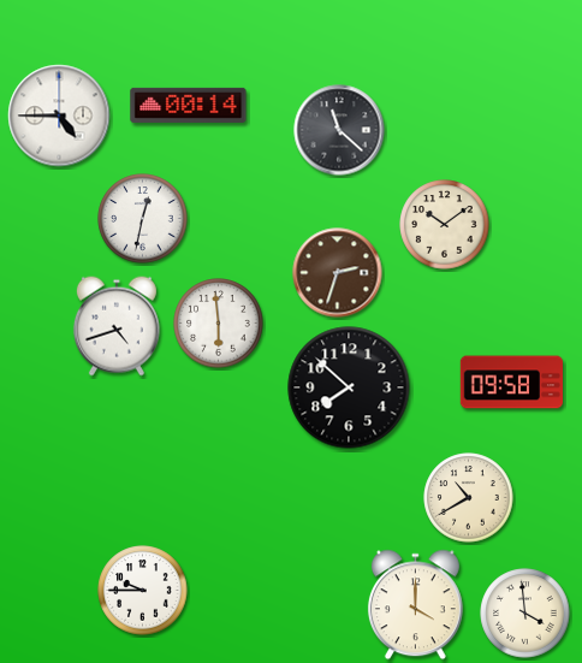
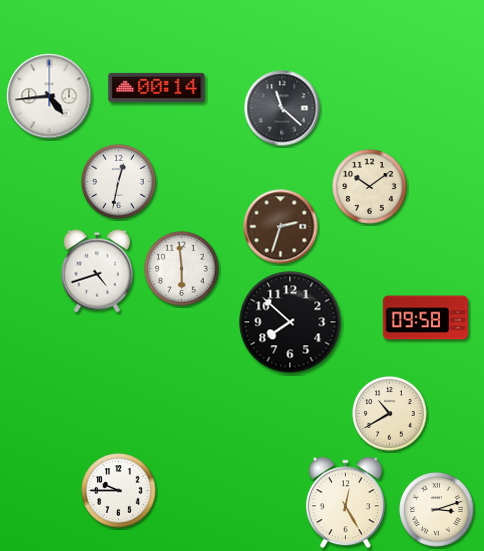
clock at (59, 116): 4:45 -> 4:44
clock at (415, 605): 4:00 -> 12:25
clock at (525, 614): 3:59 -> 3:12
